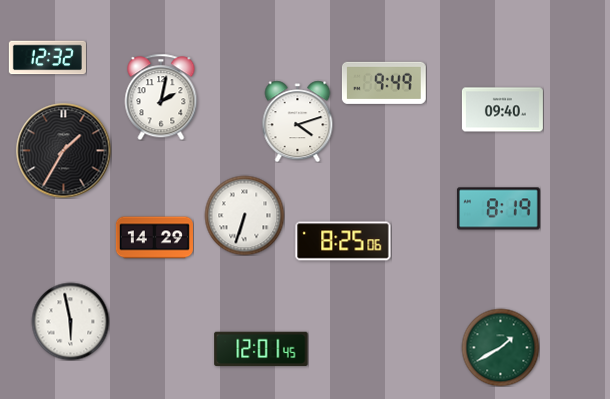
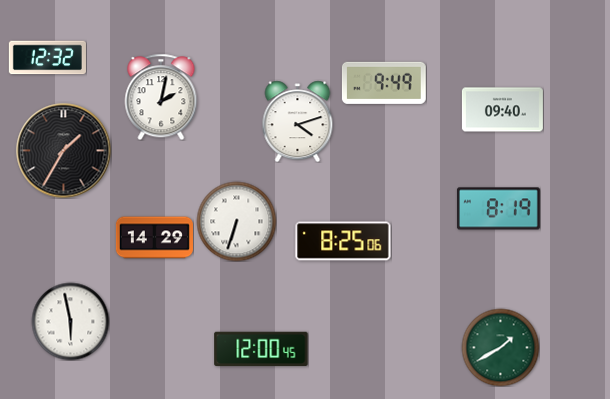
clock at (244, 215) position: (244, 215) -> (236, 221)
clock at (261, 349): 12:01 -> 12:00
